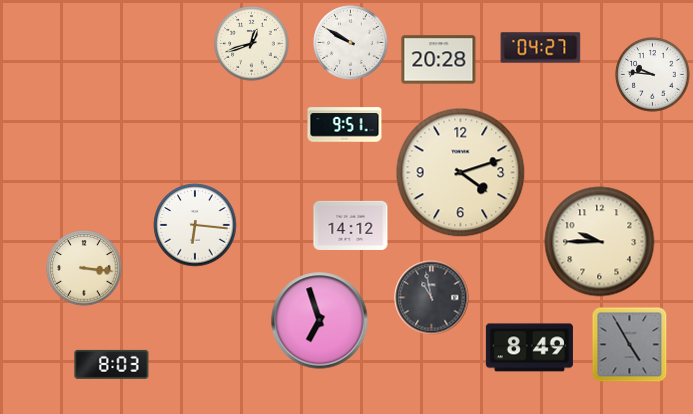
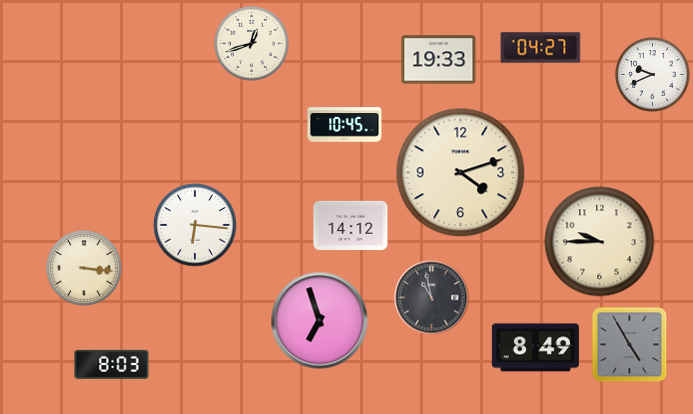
clock at (351, 43): 9:50 -> none
clock at (439, 60): 20:28 -> 19:33
clock at (653, 75): 9:46 -> 9:41
clock at (345, 125): 9:51 -> 10:45
clock at (529, 348) position: (529, 348) -> (535, 348)
